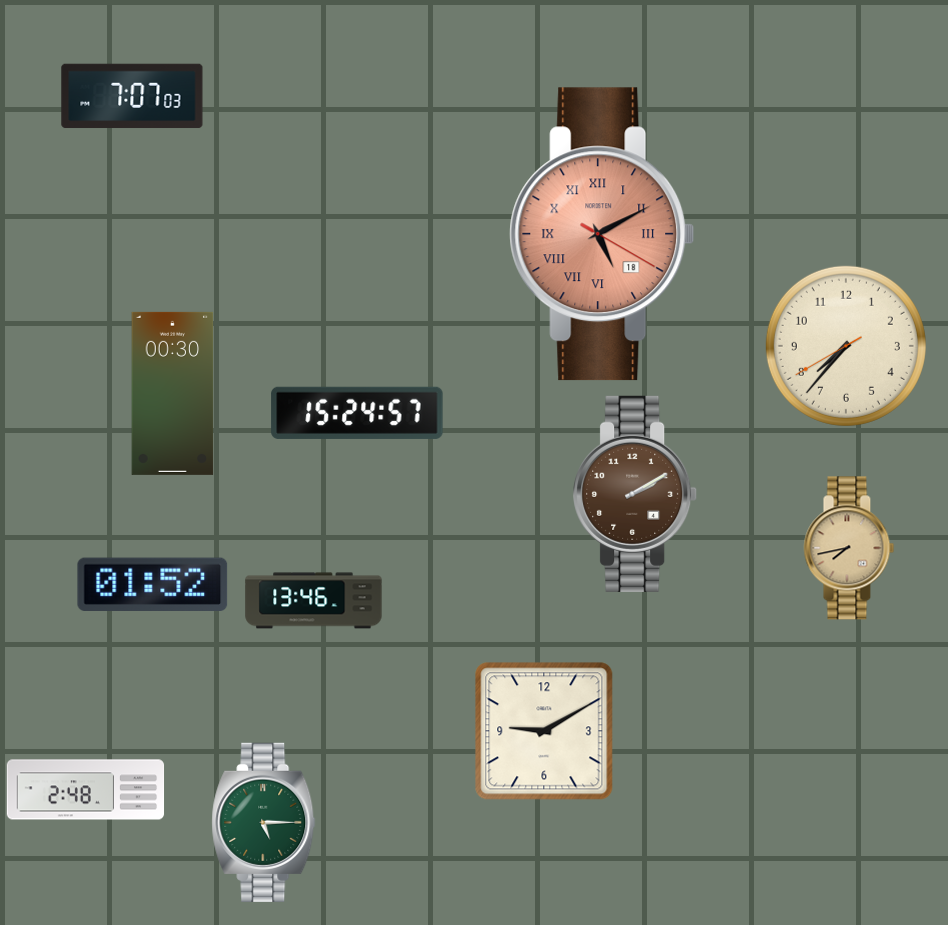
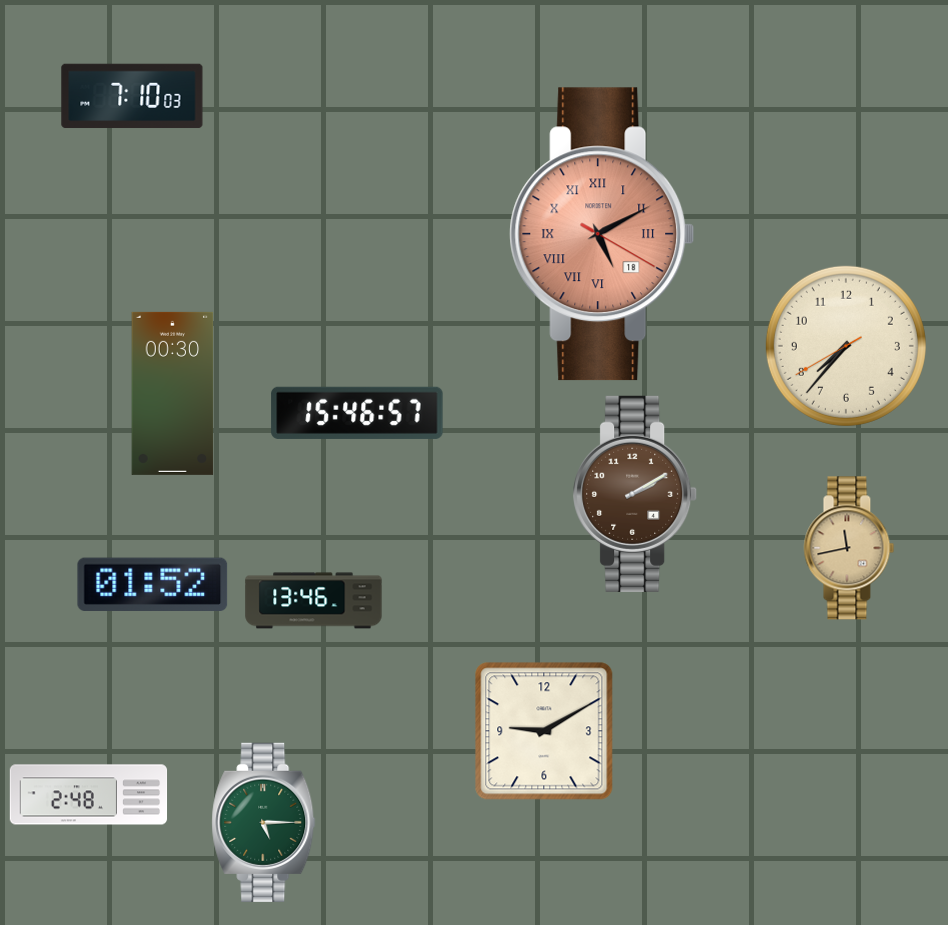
clock at (132, 96): 7:07 -> 7:10
clock at (357, 413): 15:24 -> 15:46
clock at (849, 548): 7:43 -> 11:43
clock at (86, 790) position: (86, 790) -> (89, 795)
